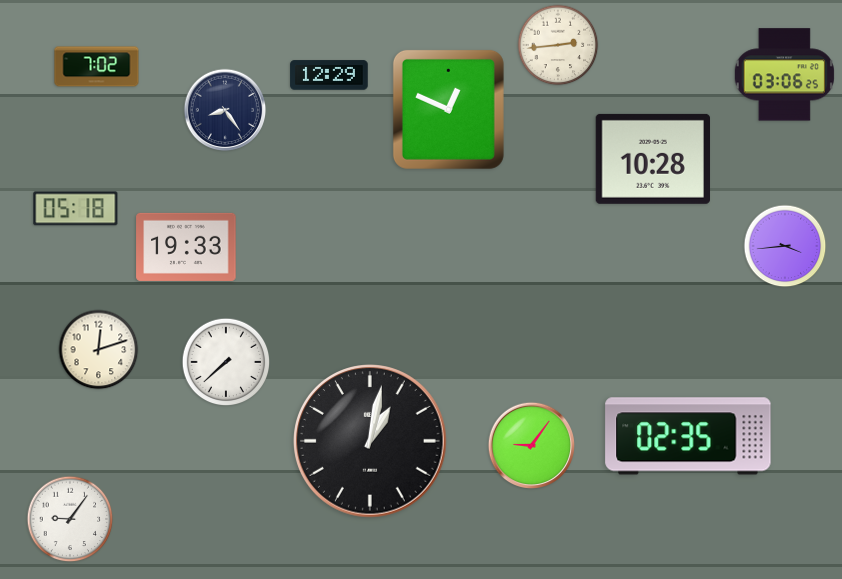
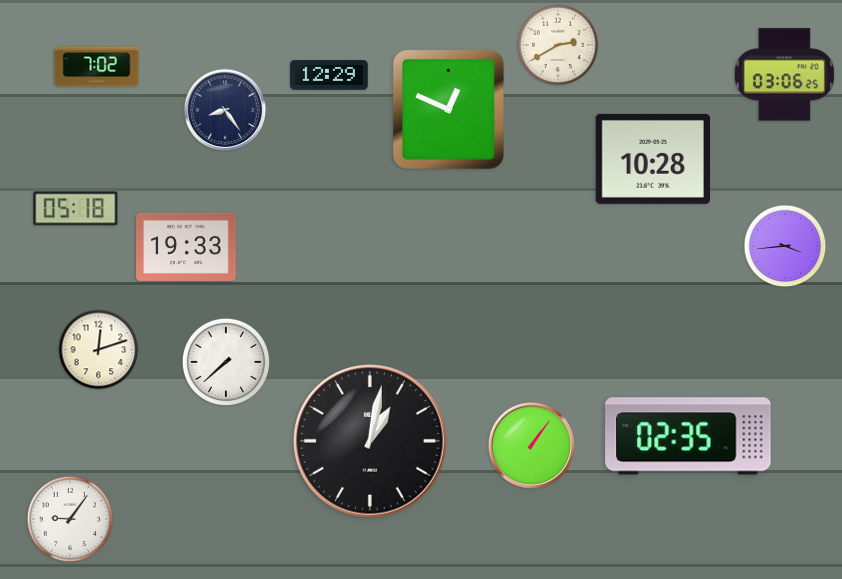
clock at (558, 45): 2:44 -> 2:40
clock at (531, 445): 9:06 -> 1:06
